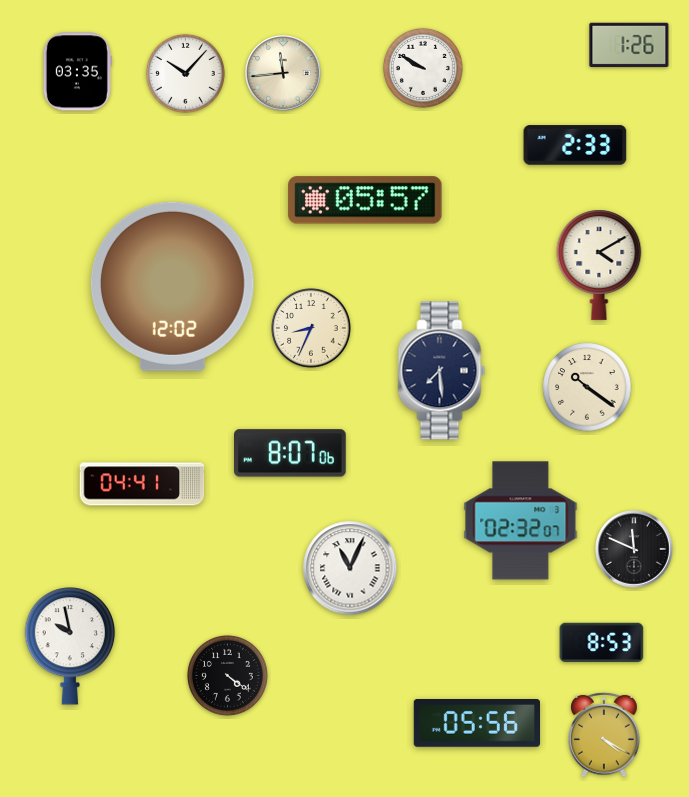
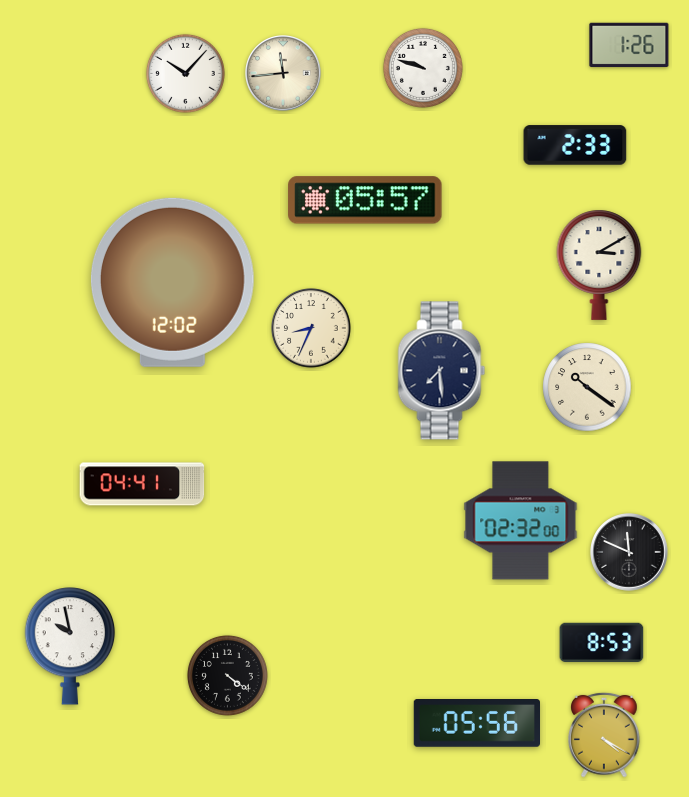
clock at (423, 68): 9:50 -> 9:48
clock at (77, 72): 03:35 -> none
clock at (599, 265): 4:10 -> 3:10
clock at (172, 286) position: (172, 286) -> (172, 282)
clock at (291, 453): 8:07 -> none
clock at (521, 521): 02:32:07 -> 02:32:00
clock at (634, 549) position: (634, 549) -> (629, 552)
clock at (350, 568): 11:04 -> none
